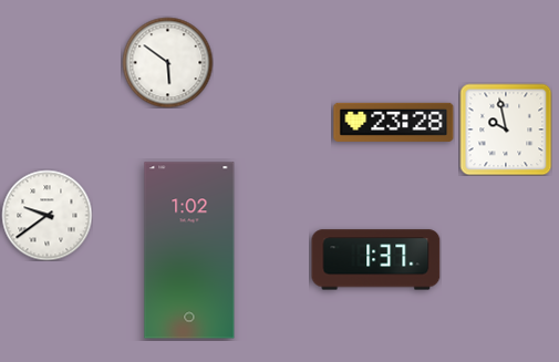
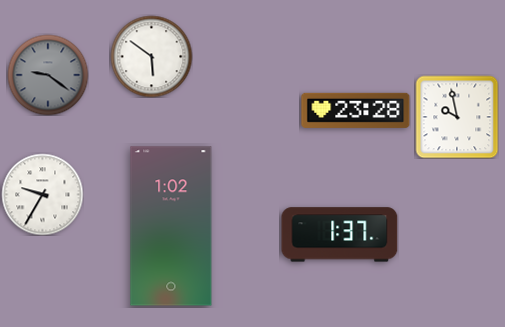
clock at (48, 75): none -> 9:21
clock at (46, 215): 9:39 -> 9:35
